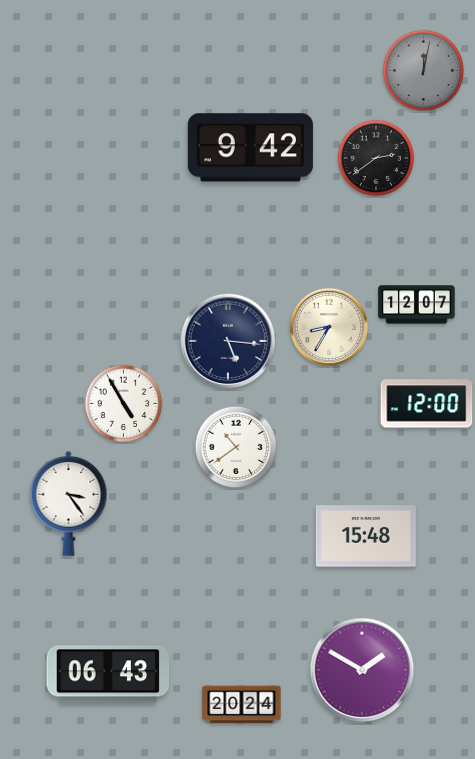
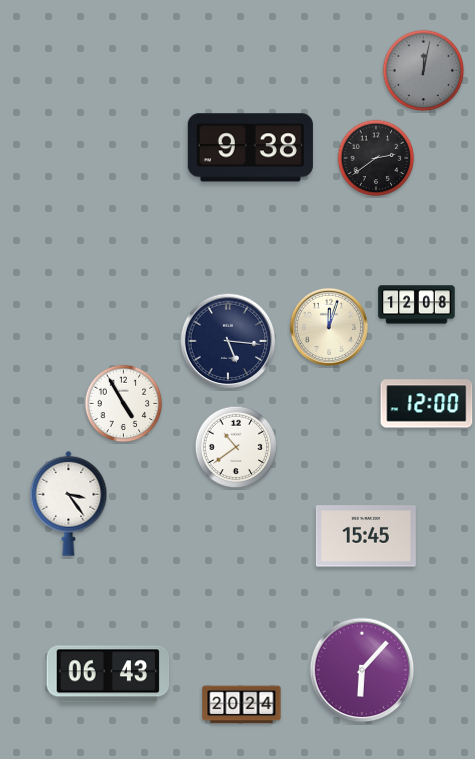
clock at (250, 148): 9:42 -> 9:38
clock at (417, 305): 12:07 -> 12:08
clock at (329, 327): 8:35 -> 12:03
clock at (366, 536): 15:48 -> 15:45
clock at (362, 670): 1:50 -> 6:07
